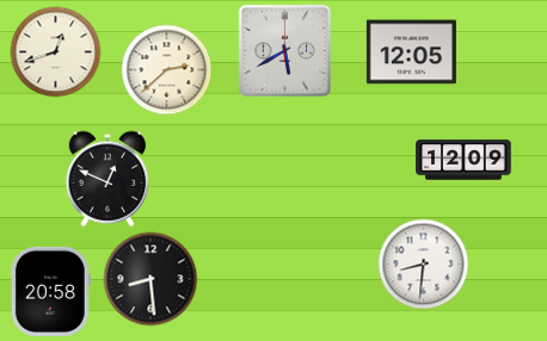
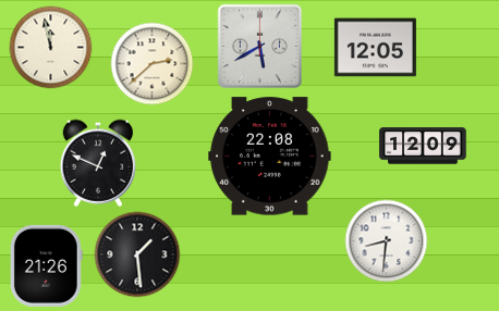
clock at (56, 52): 12:42 -> 11:58
clock at (270, 157): none -> 22:08
clock at (150, 279): 8:29 -> 1:29
clock at (50, 291): 20:58 -> 21:26
